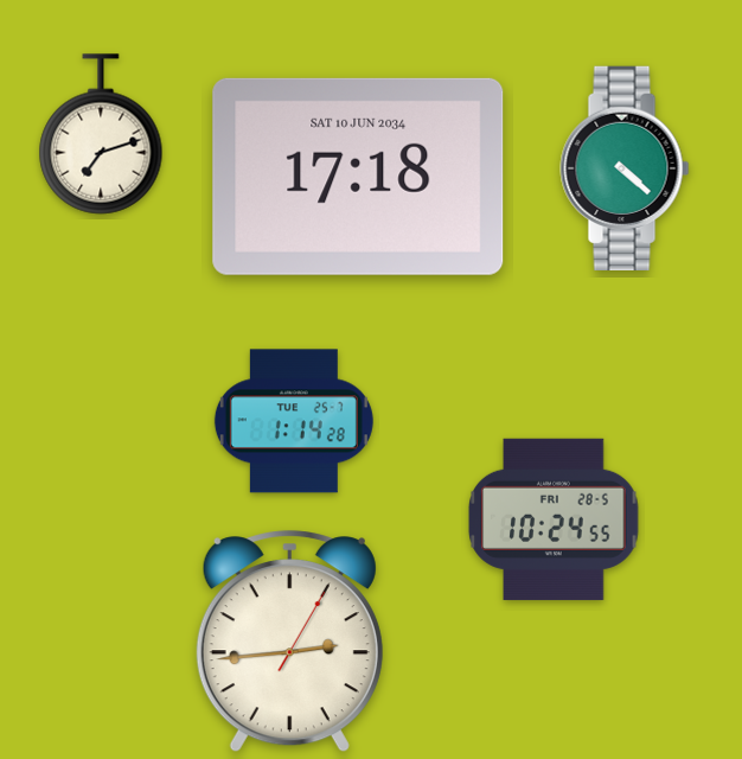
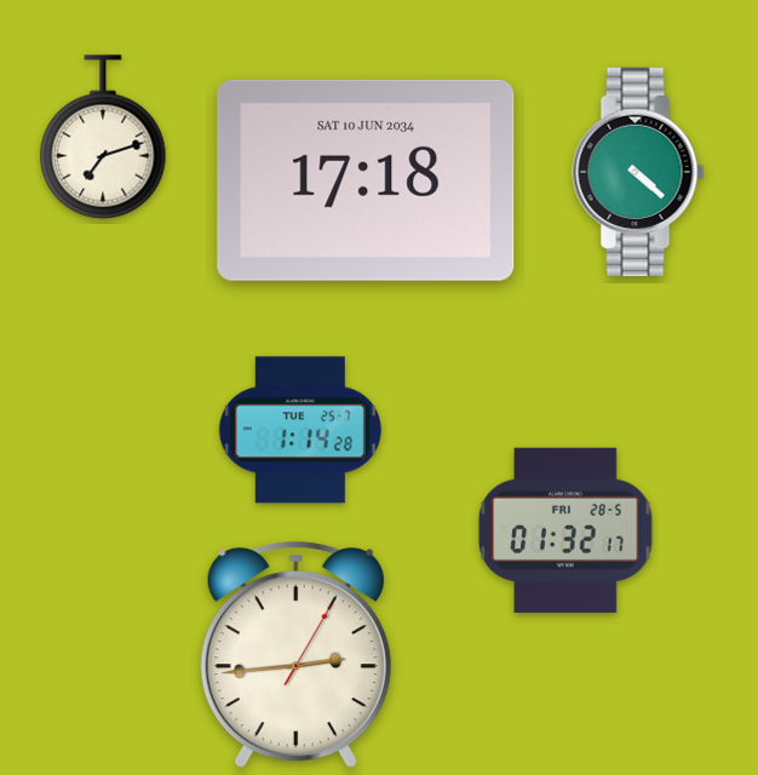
clock at (554, 519): 10:24 -> 01:32
